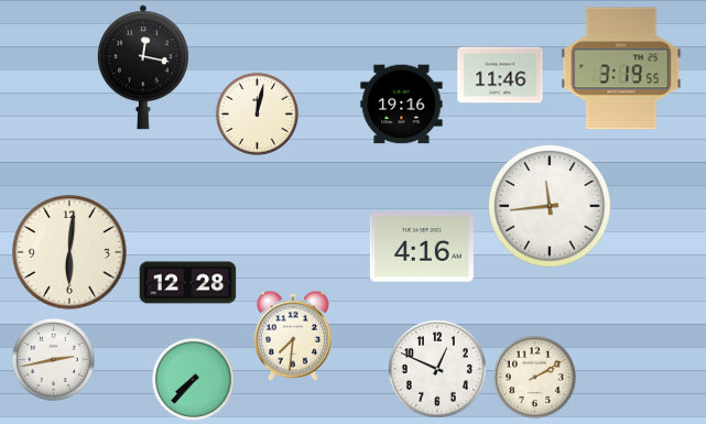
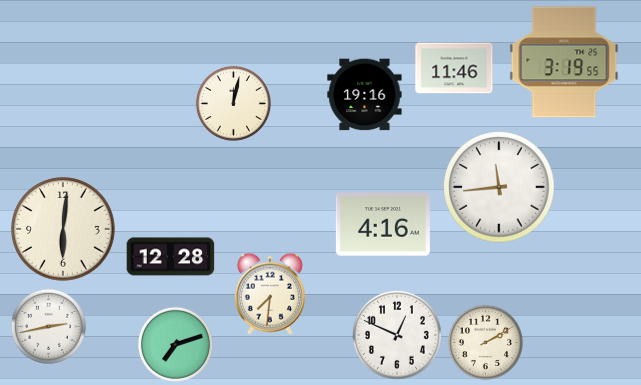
clock at (143, 67): 12:17 -> none
clock at (293, 336) position: (293, 336) -> (270, 294)
clock at (193, 379): 7:37 -> 7:12
